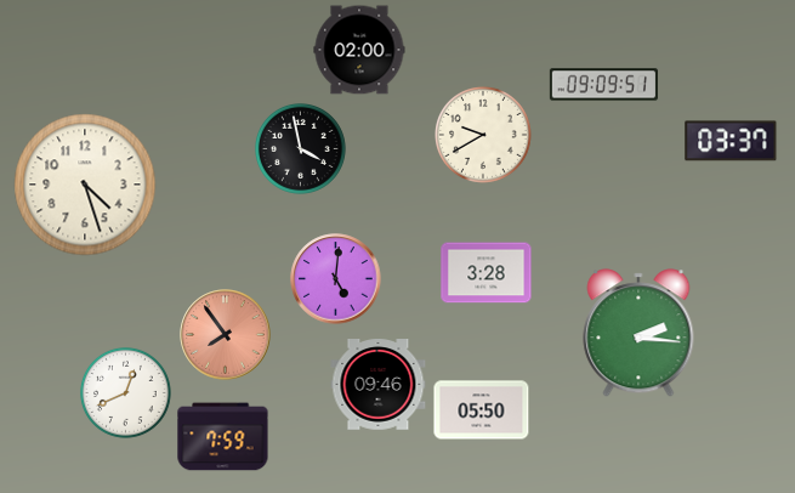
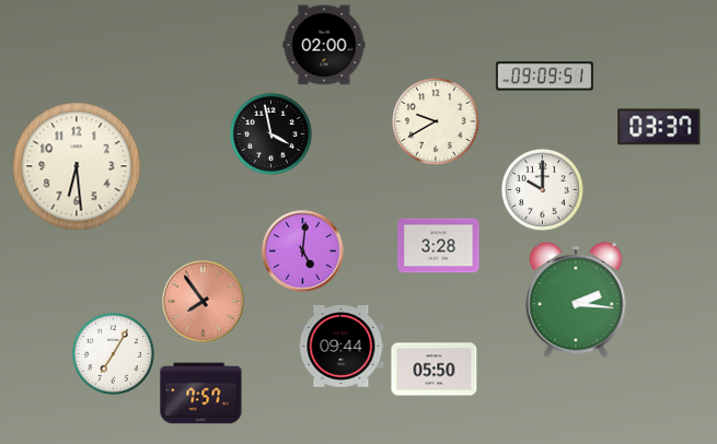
clock at (85, 185): 4:27 -> 6:29
clock at (543, 190): none -> 10:00
clock at (379, 385): 09:46 -> 09:44
clock at (126, 393): 12:41 -> 7:05
clock at (223, 437): 7:59 -> 7:57
